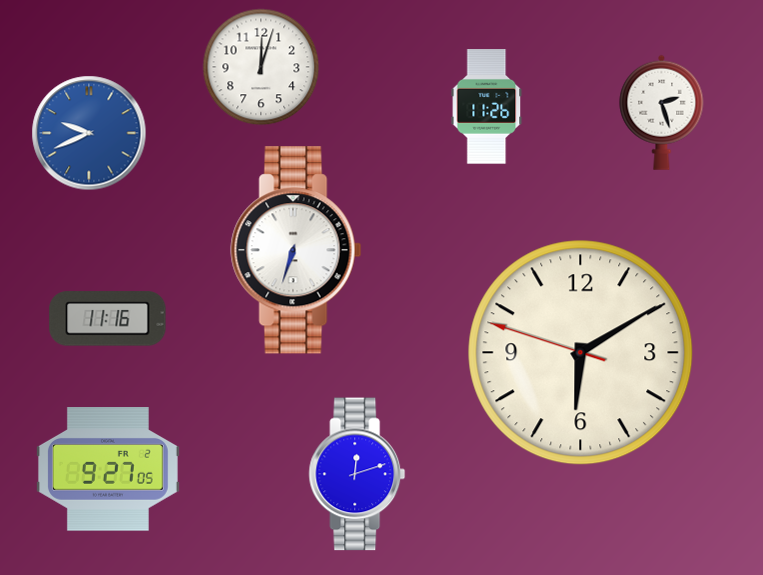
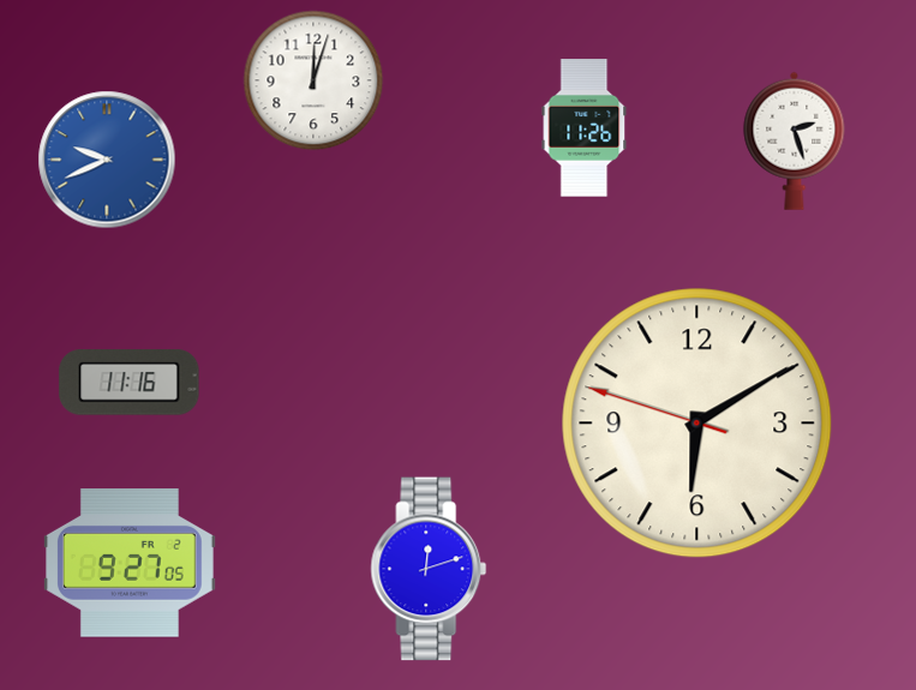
clock at (662, 112) position: (662, 112) -> (795, 140)
clock at (296, 250): 6:33 -> none
